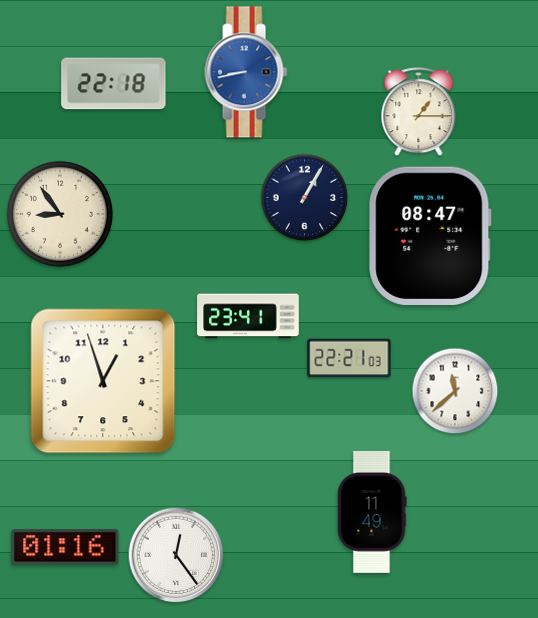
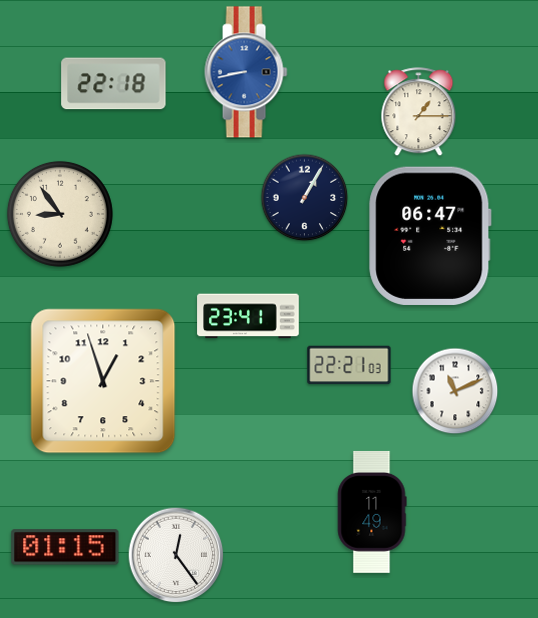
clock at (430, 236): 08:47 -> 06:47
clock at (349, 358) position: (349, 358) -> (349, 365)
clock at (455, 391): 11:38 -> 11:11
clock at (65, 547): 01:16 -> 01:15
